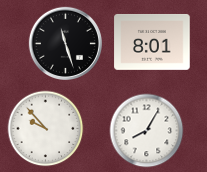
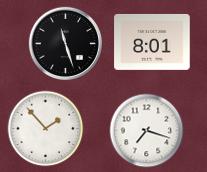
clock at (46, 129): 9:53 -> 1:53
clock at (147, 131): 8:05 -> 7:18
